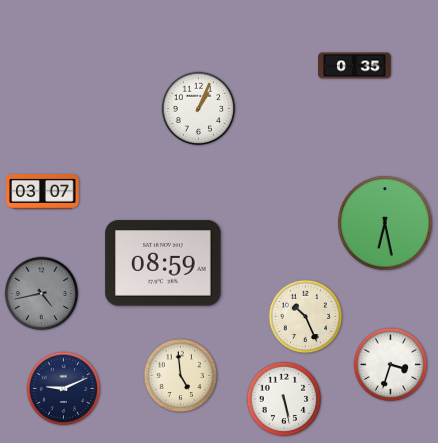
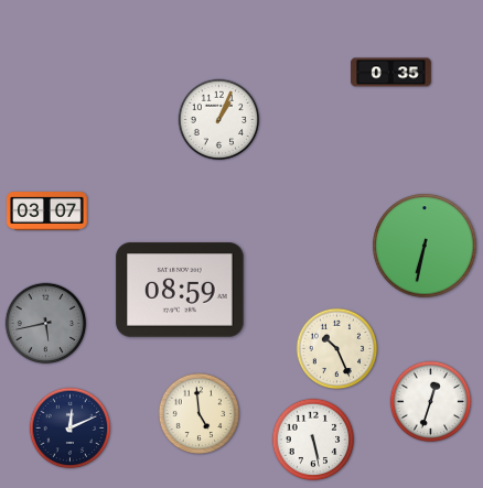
clock at (385, 223): 6:28 -> 6:32
clock at (42, 294): 4:43 -> 5:43
clock at (391, 365): 3:33 -> 12:33
clock at (64, 389): 9:11 -> 12:11
